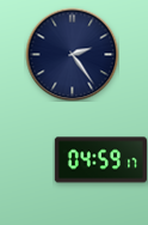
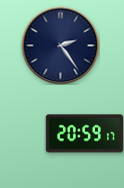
clock at (100, 160): 04:59 -> 20:59
